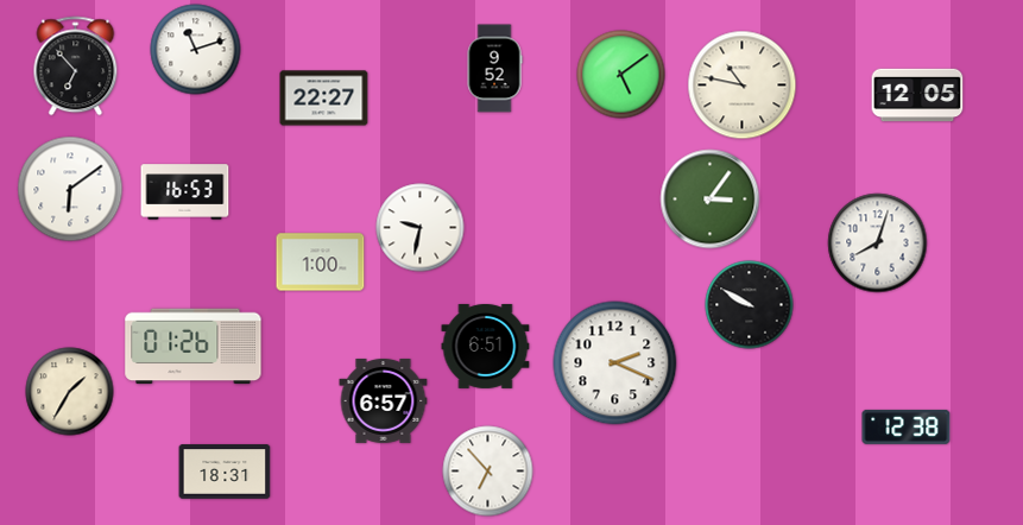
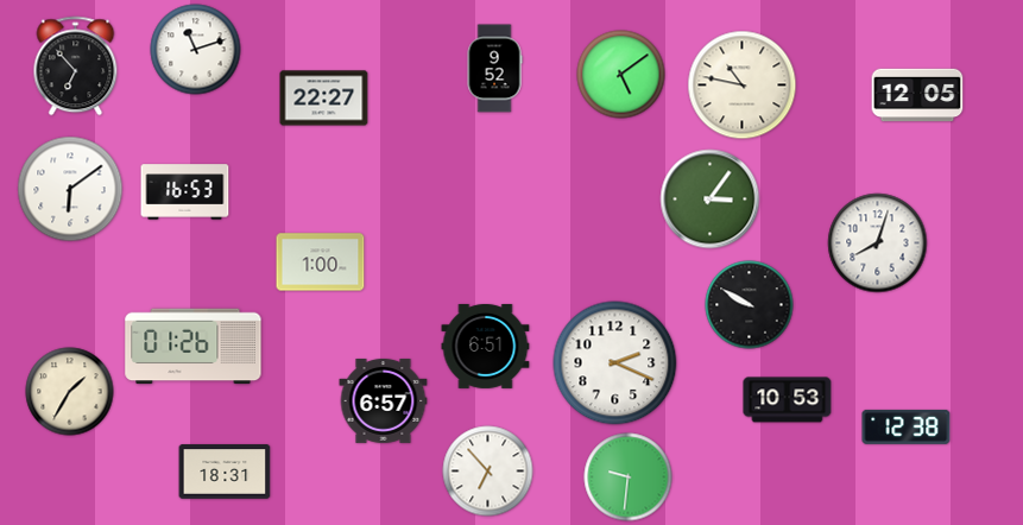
clock at (421, 228): 9:32 -> none
clock at (788, 400): none -> 10:53
clock at (629, 477): none -> 9:31
